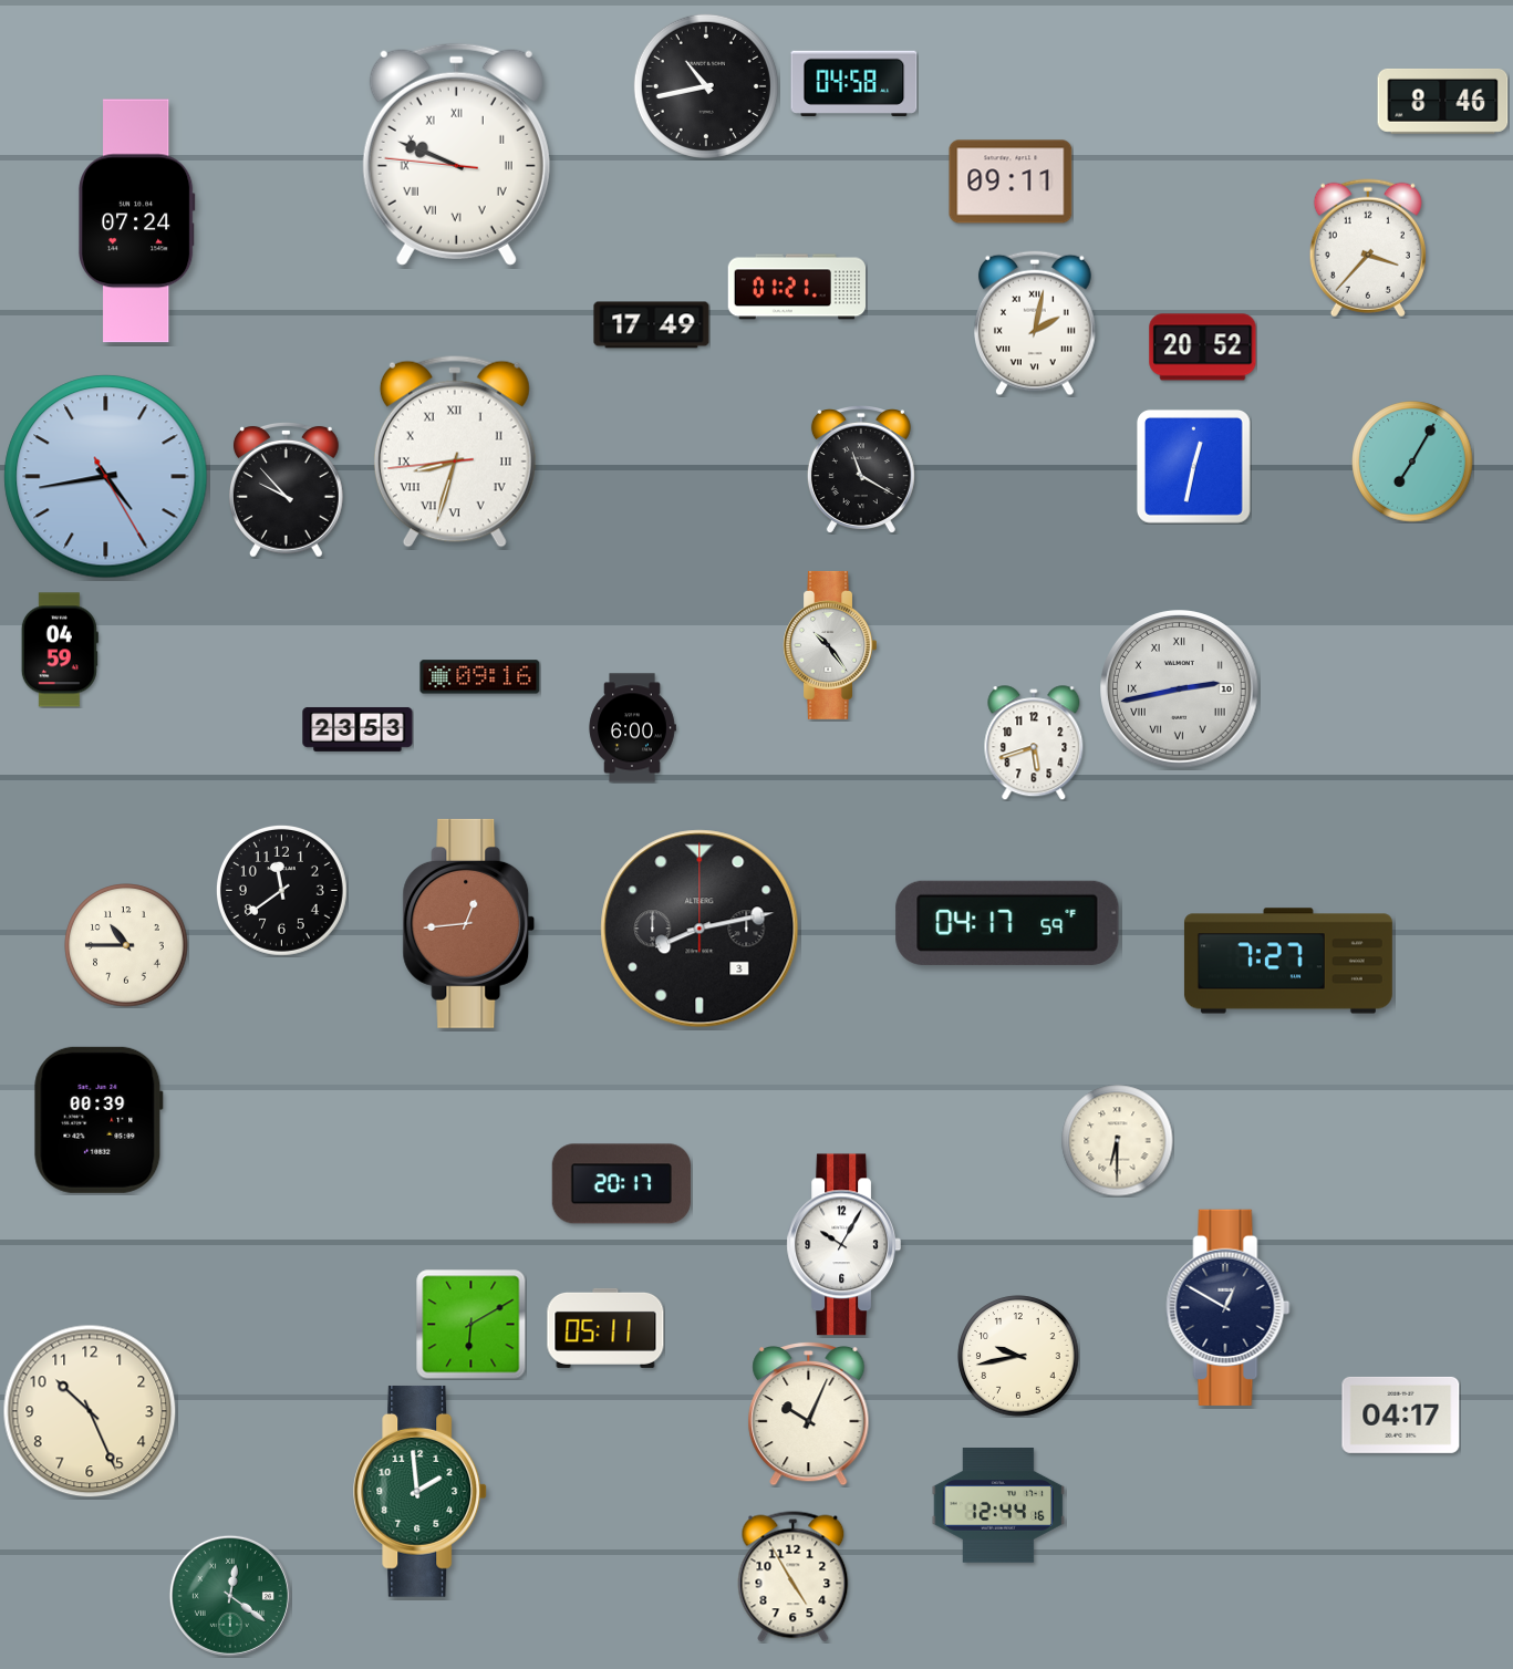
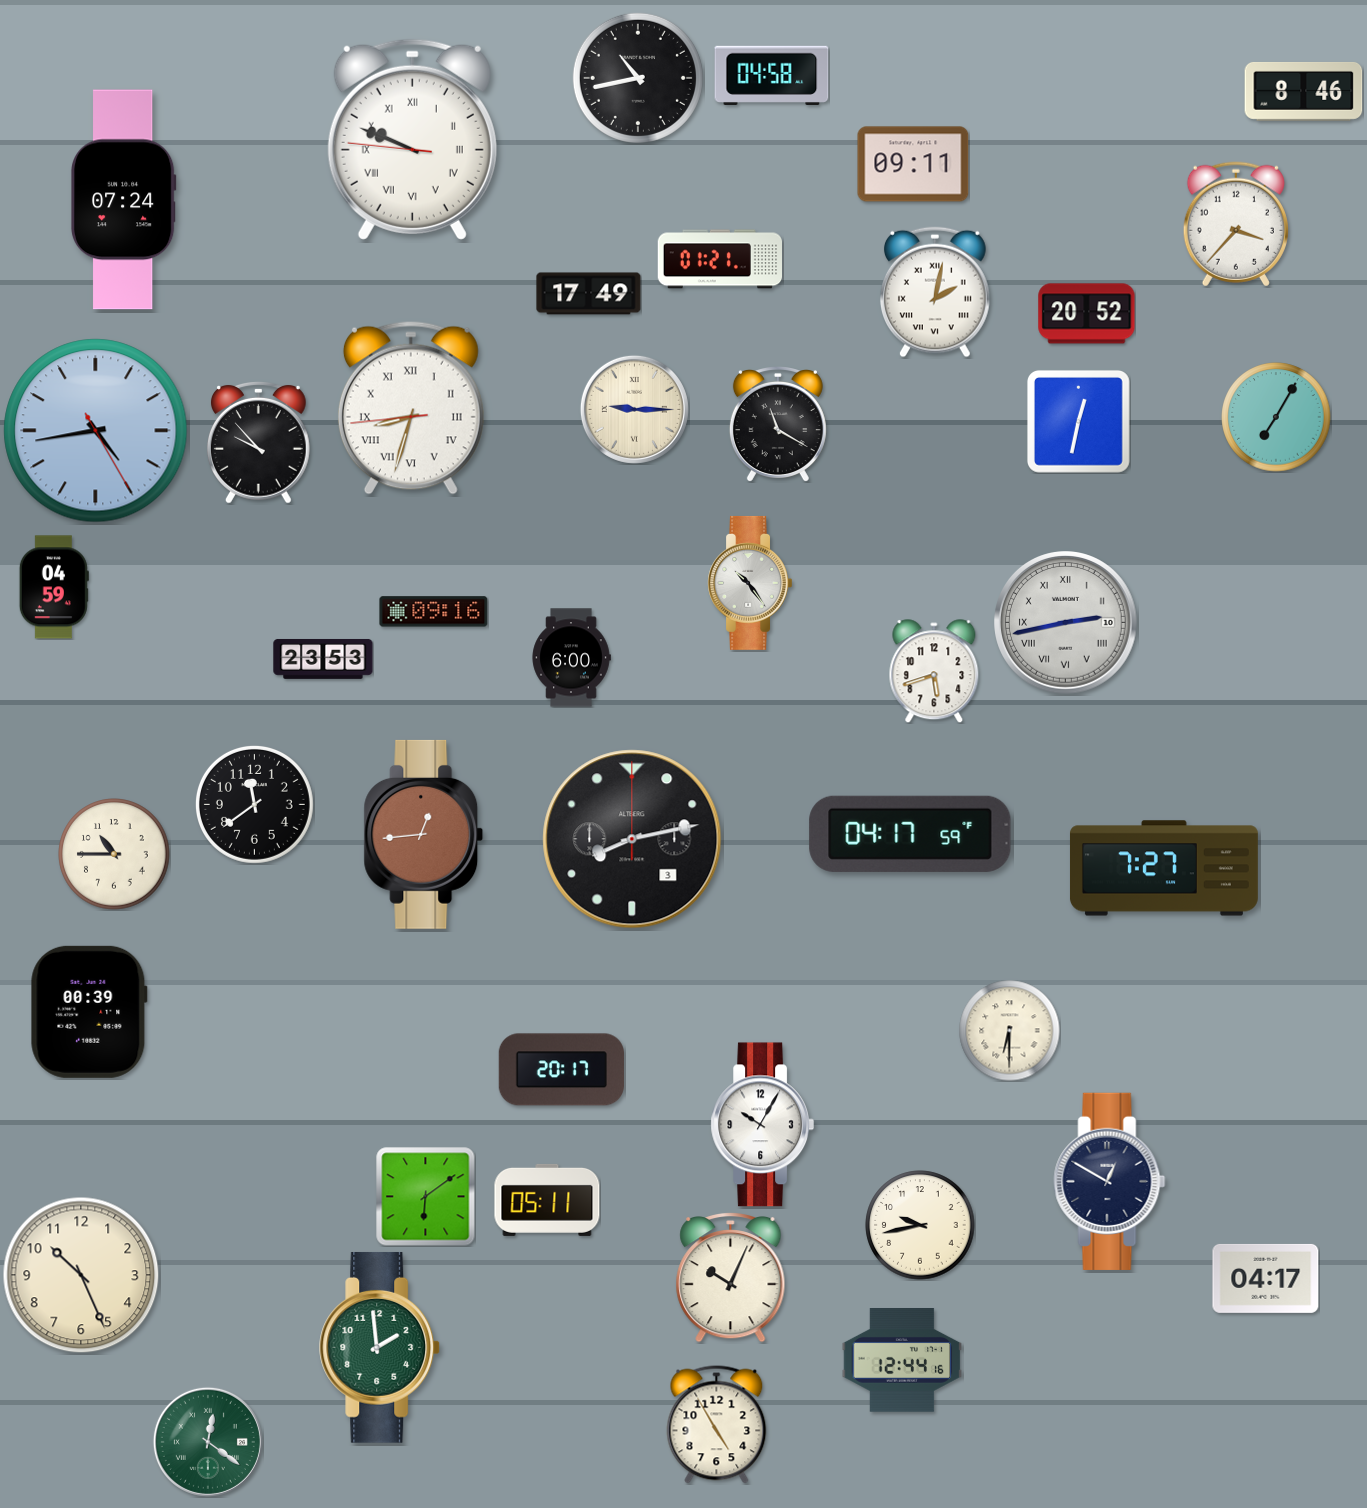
clock at (634, 409): none -> 9:15
clock at (470, 1324): 6:10 -> 6:09
